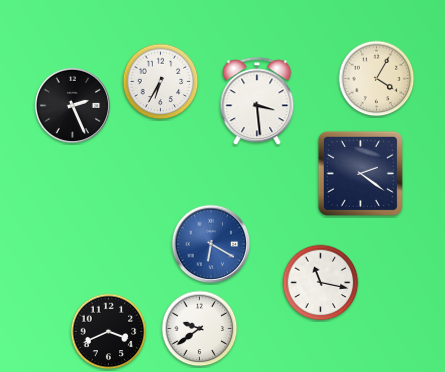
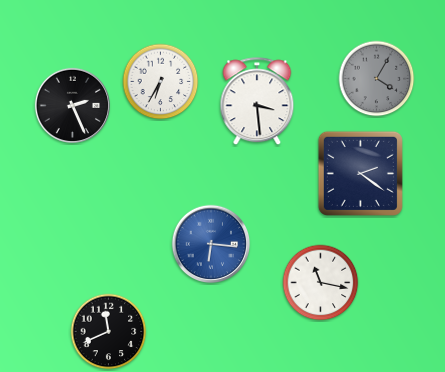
clock at (377, 79) dial: cream -> grey
clock at (211, 244): 6:20 -> 6:16
clock at (200, 329): 9:39 -> none
clock at (109, 332): 3:41 -> 11:41
